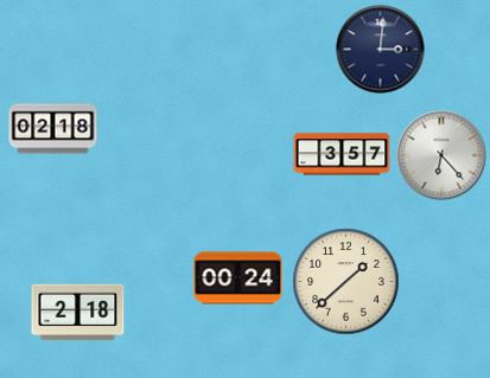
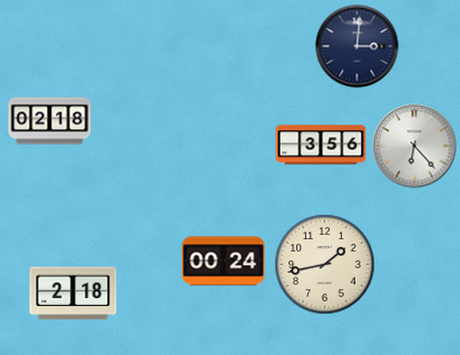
clock at (342, 154): 3:57 -> 3:56
clock at (346, 282): 1:38 -> 1:43
